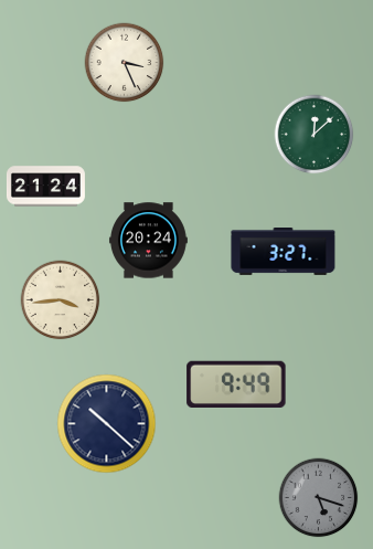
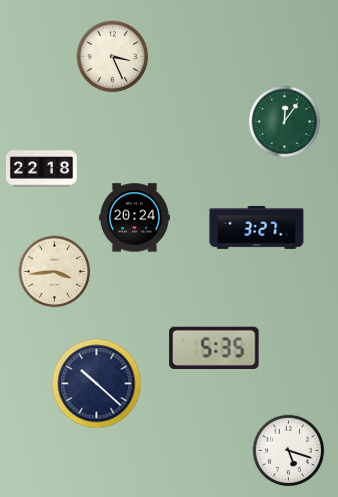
clock at (315, 135): 12:08 -> 12:06
clock at (45, 187): 21:24 -> 22:18
clock at (236, 383): 9:49 -> 5:35
clock at (319, 498) dial: grey -> white
